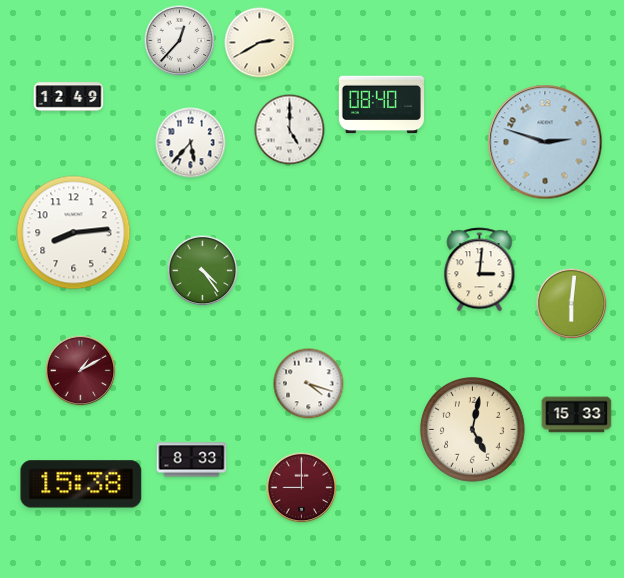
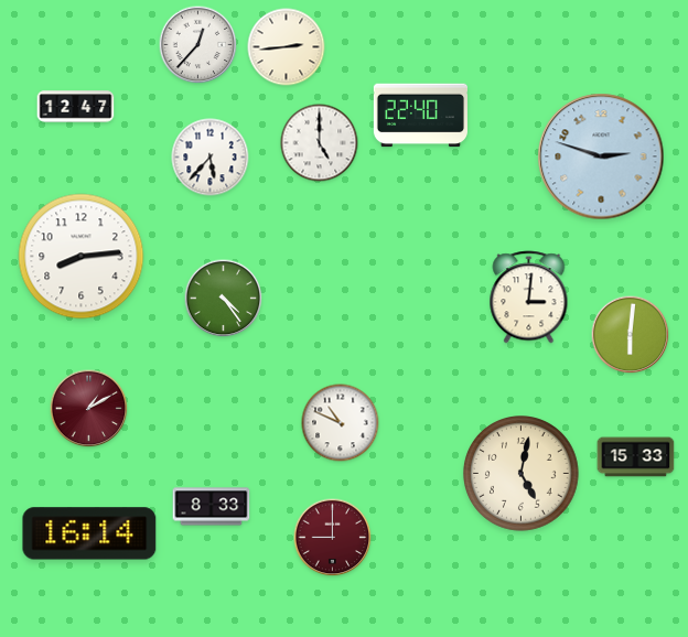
clock at (260, 43): 2:40 -> 2:44
clock at (69, 97): 12:49 -> 12:47
clock at (381, 105): 08:40 -> 22:40
clock at (309, 384): 4:18 -> 10:49
clock at (81, 484): 15:38 -> 16:14
